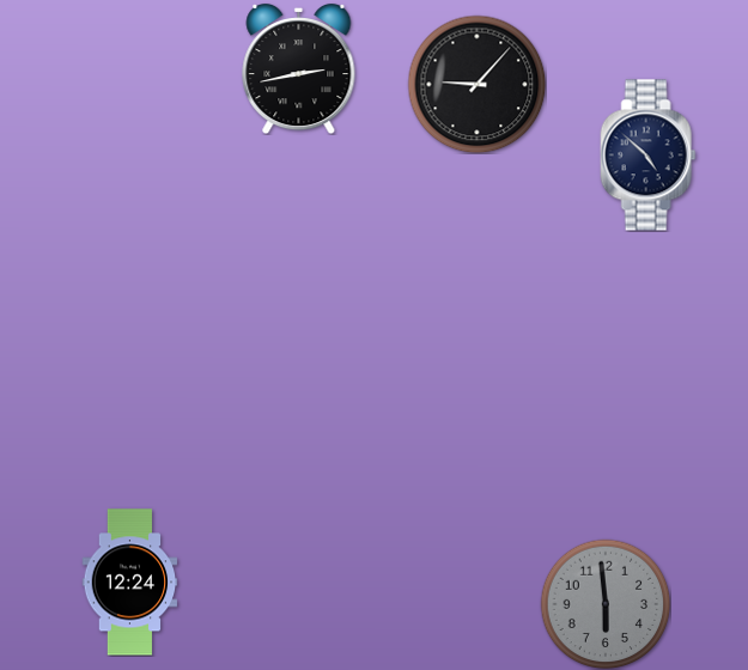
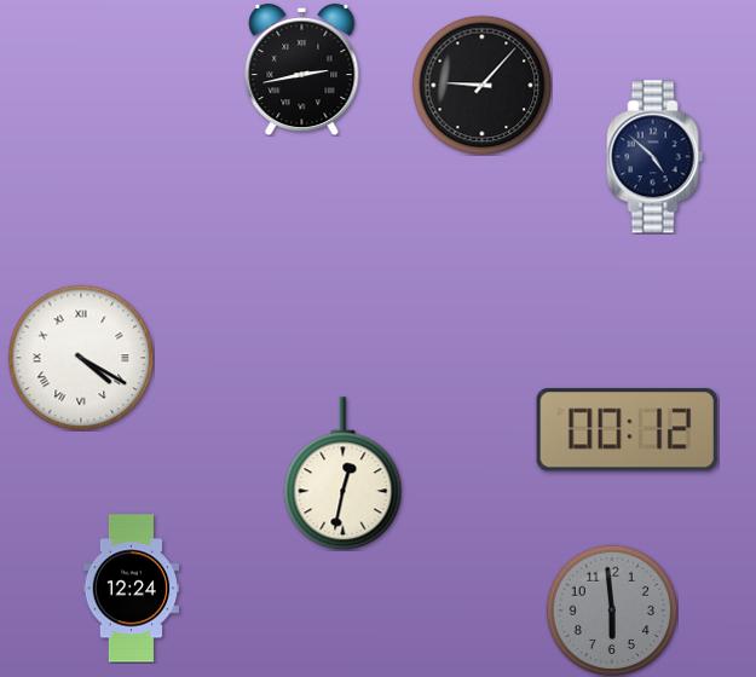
clock at (81, 358): none -> 4:20
clock at (627, 430): none -> 00:12
clock at (344, 474): none -> 12:32
